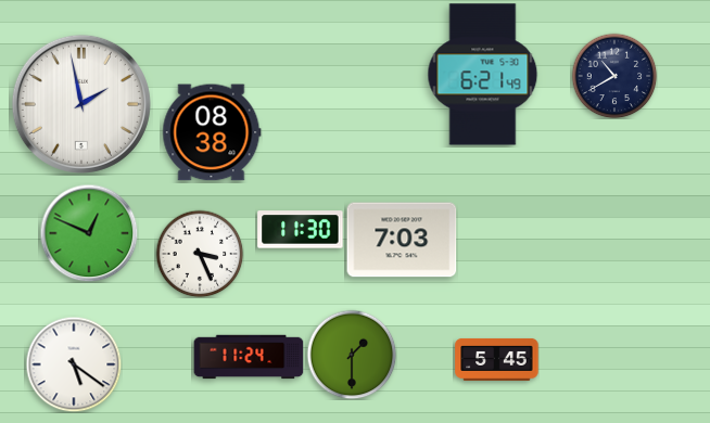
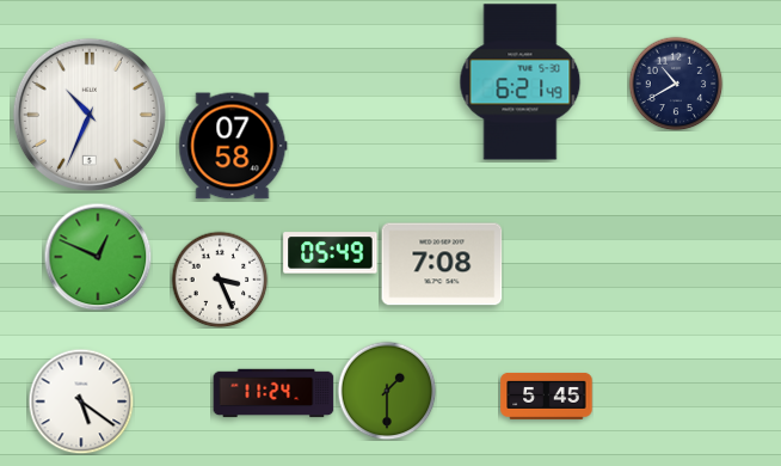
clock at (483, 75) position: (483, 75) -> (521, 82)
clock at (81, 104): 1:58 -> 10:34
clock at (212, 132): 08:38 -> 07:58
clock at (301, 230): 11:30 -> 05:49
clock at (402, 240): 7:03 -> 7:08
